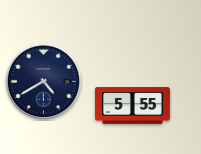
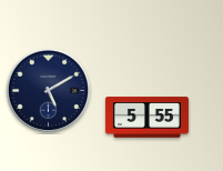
clock at (44, 82): 4:40 -> 5:10
